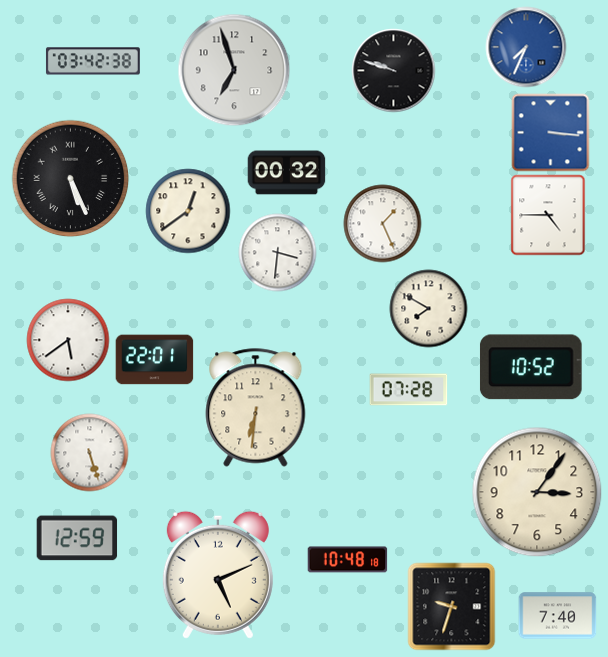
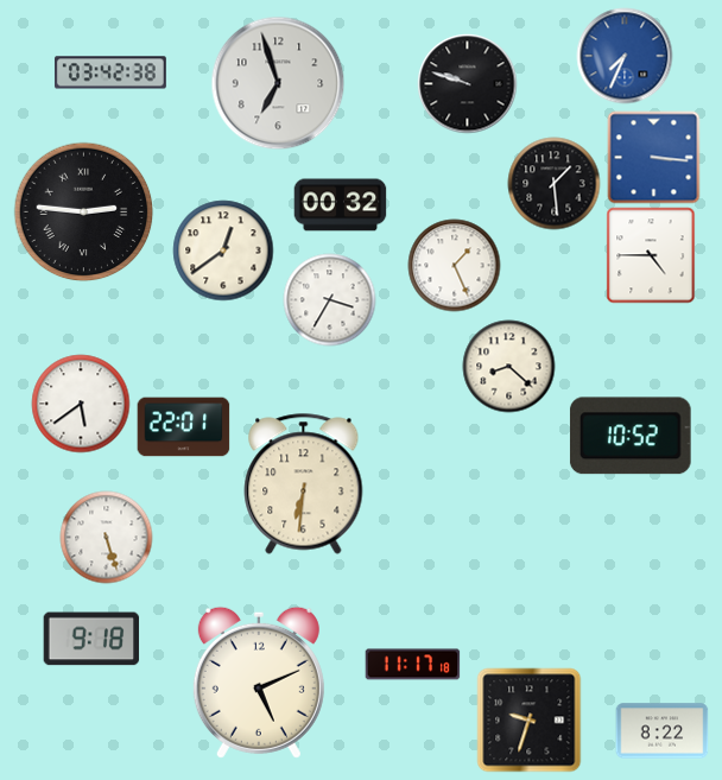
clock at (553, 183): none -> 1:29
clock at (70, 178): 5:26 -> 2:46
clock at (277, 252): 3:31 -> 3:35
clock at (428, 308): 7:50 -> 8:22
clock at (408, 390): 07:28 -> none
clock at (537, 492): 3:06 -> none
clock at (77, 538): 12:59 -> 9:18
clock at (347, 560): 10:48 -> 11:17
clock at (451, 606) position: (451, 606) -> (528, 719)
clock at (557, 616): 7:40 -> 8:22
